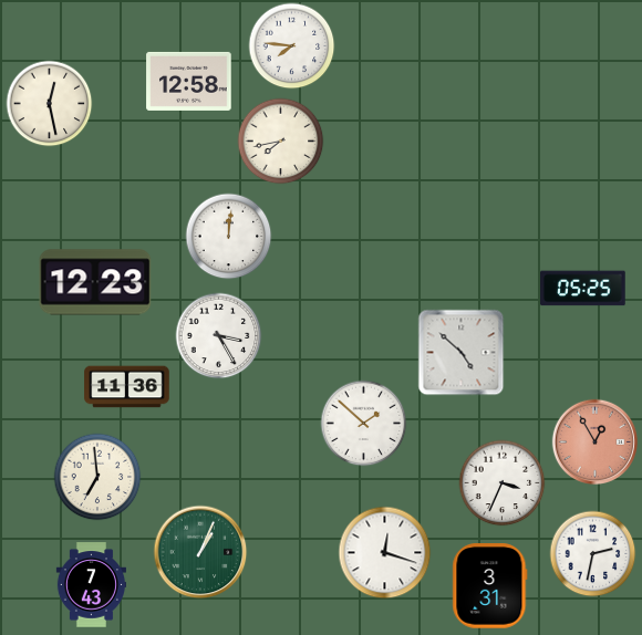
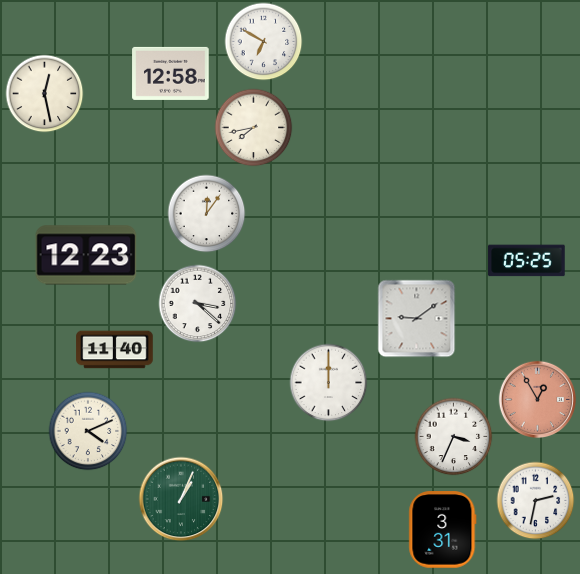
clock at (291, 45): 7:46 -> 6:50
clock at (228, 236): 12:01 -> 12:06
clock at (218, 335): 3:25 -> 3:22
clock at (460, 352): 4:52 -> 9:09
clock at (127, 387): 11:36 -> 11:40
clock at (363, 423): 1:52 -> 12:00
clock at (97, 477): 6:59 -> 4:11
clock at (384, 552): 12:18 -> none
clock at (91, 585): 7:43 -> none
